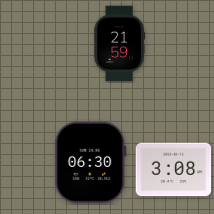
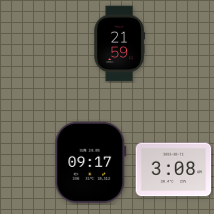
clock at (91, 162): 06:30 -> 09:17
